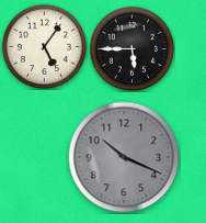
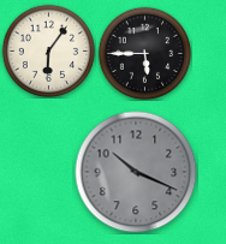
clock at (44, 46): 5:06 -> 6:06
